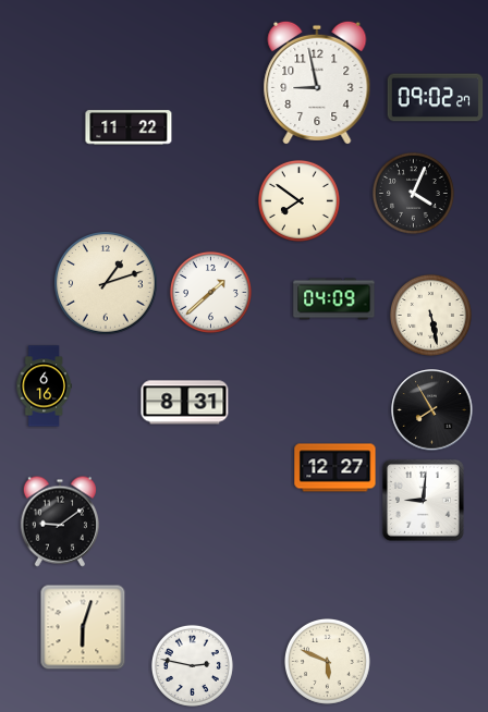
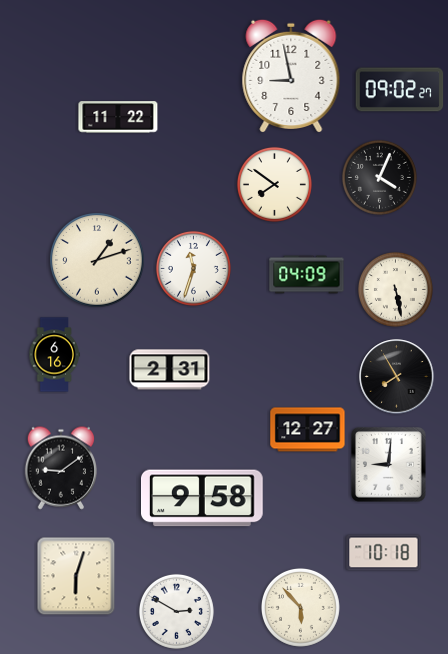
clock at (210, 292): 1:38 -> 11:33
clock at (44, 386) position: (44, 386) -> (54, 355)
clock at (185, 403): 8:31 -> 2:31
clock at (424, 501) position: (424, 501) -> (389, 465)
clock at (59, 521) position: (59, 521) -> (60, 468)
clock at (203, 498): none -> 9:58
clock at (384, 553): none -> 10:18
clock at (327, 661): 5:49 -> 5:53
clock at (192, 665): 2:47 -> 2:50
